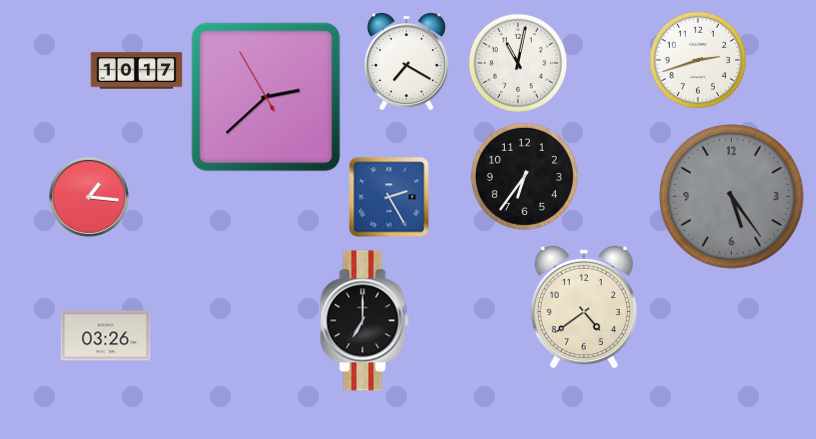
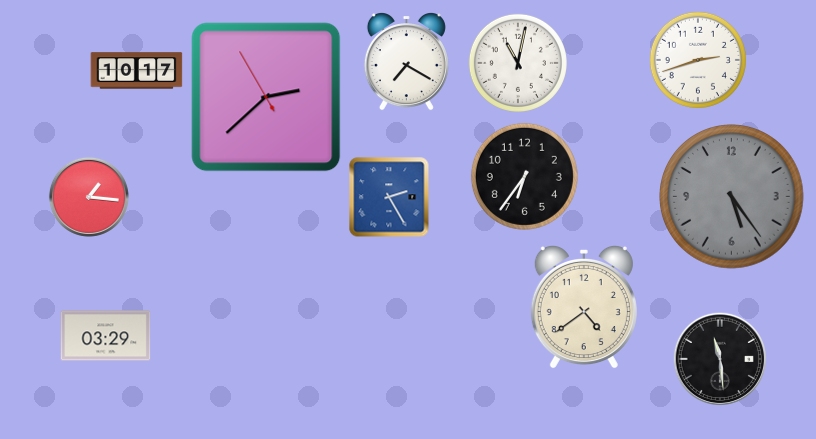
clock at (364, 321): 7:00 -> none
clock at (106, 336): 03:26 -> 03:29
clock at (719, 358): none -> 11:29
